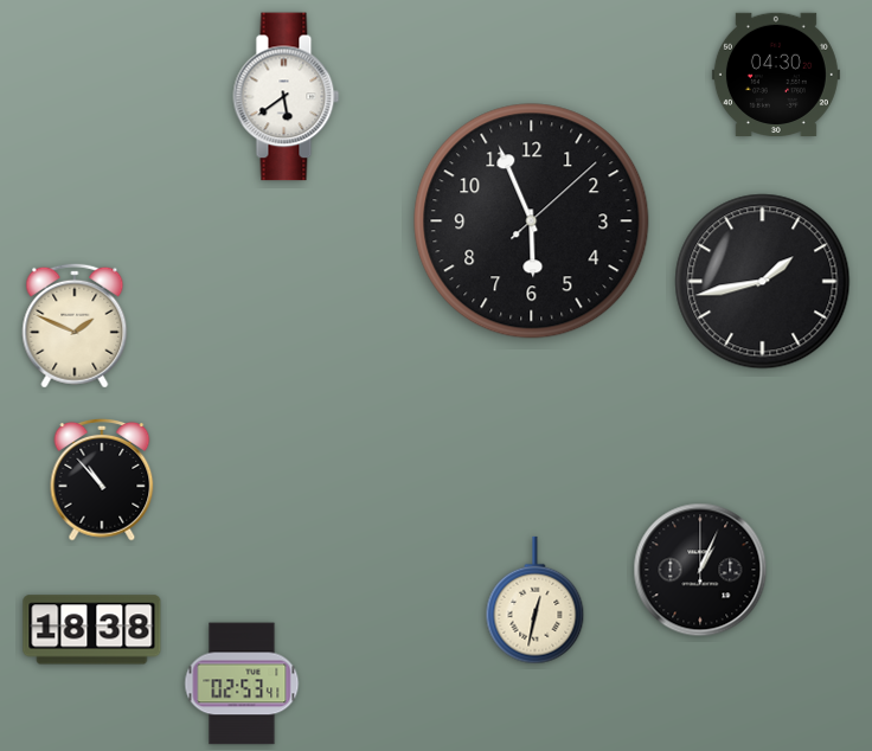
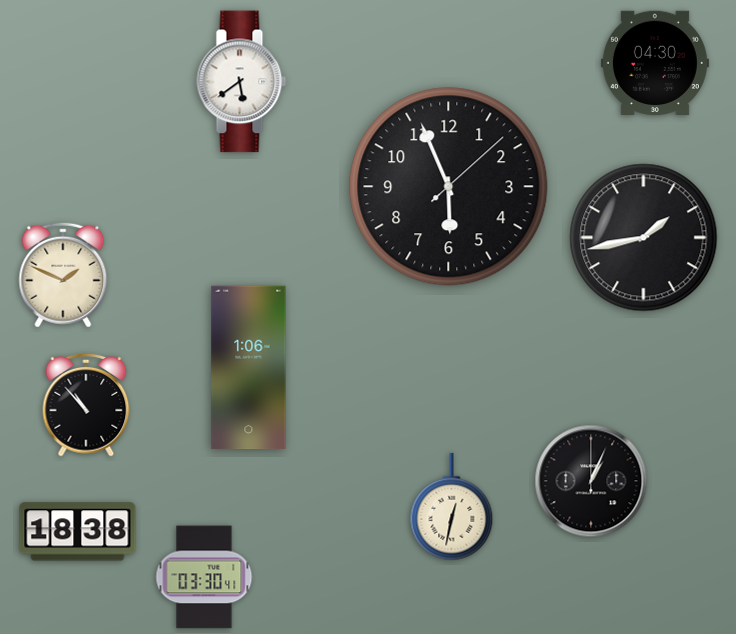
clock at (249, 368): none -> 1:06
clock at (242, 683): 02:53 -> 03:30
